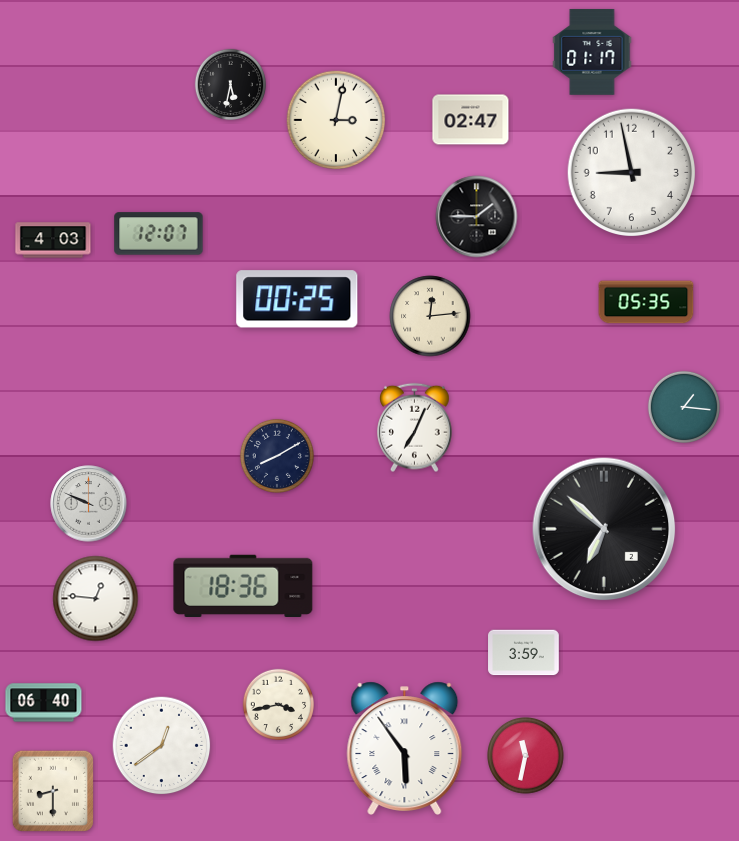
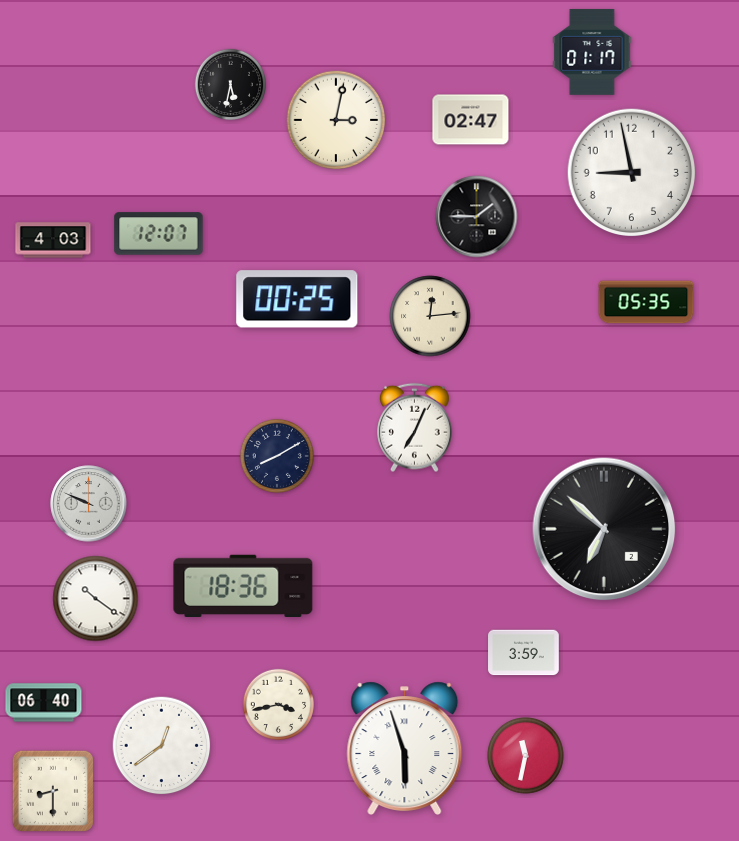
clock at (684, 407): 1:16 -> none
clock at (96, 599): 12:46 -> 10:21
clock at (405, 748): 5:54 -> 5:57
